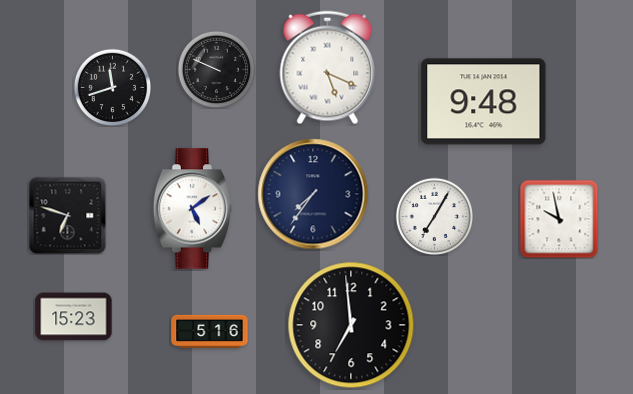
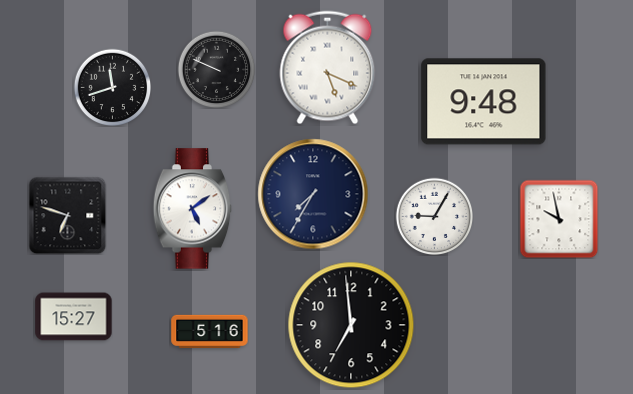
clock at (313, 194): 7:36 -> 7:35
clock at (434, 216): 7:05 -> 9:05
clock at (74, 317): 15:23 -> 15:27
